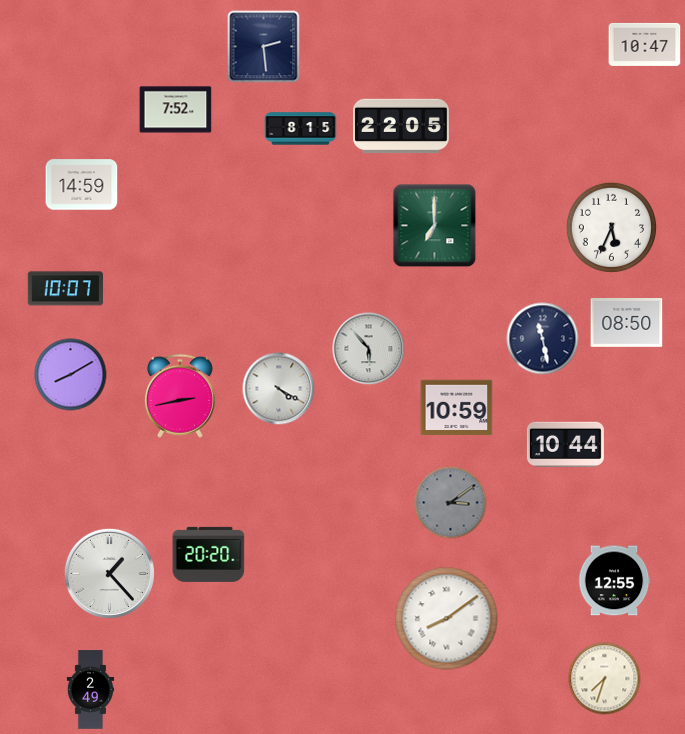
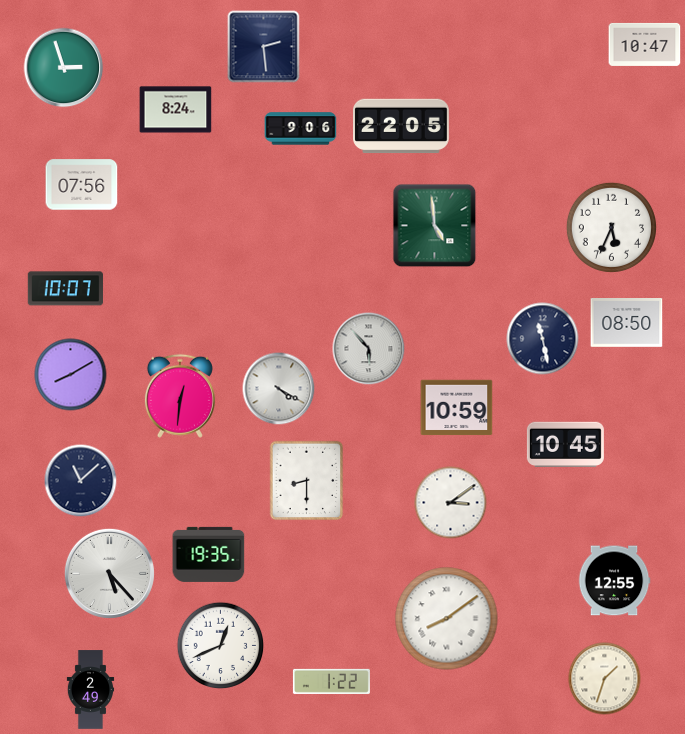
clock at (64, 68): none -> 2:57
clock at (176, 110): 7:52 -> 8:24
clock at (301, 129): 8:15 -> 9:06
clock at (82, 185): 14:59 -> 07:56
clock at (435, 226): 7:00 -> 4:59
clock at (180, 396): 2:43 -> 12:31
clock at (565, 444): 10:44 -> 10:45
clock at (81, 481): none -> 11:08
clock at (307, 481): none -> 8:30
clock at (451, 503) dial: grey -> white
clock at (209, 554): 20:20 -> 19:35
clock at (109, 573): 1:23 -> 5:23
clock at (221, 646): none -> 12:41
clock at (605, 679): 7:33 -> 1:33
clock at (331, 681): none -> 1:22
